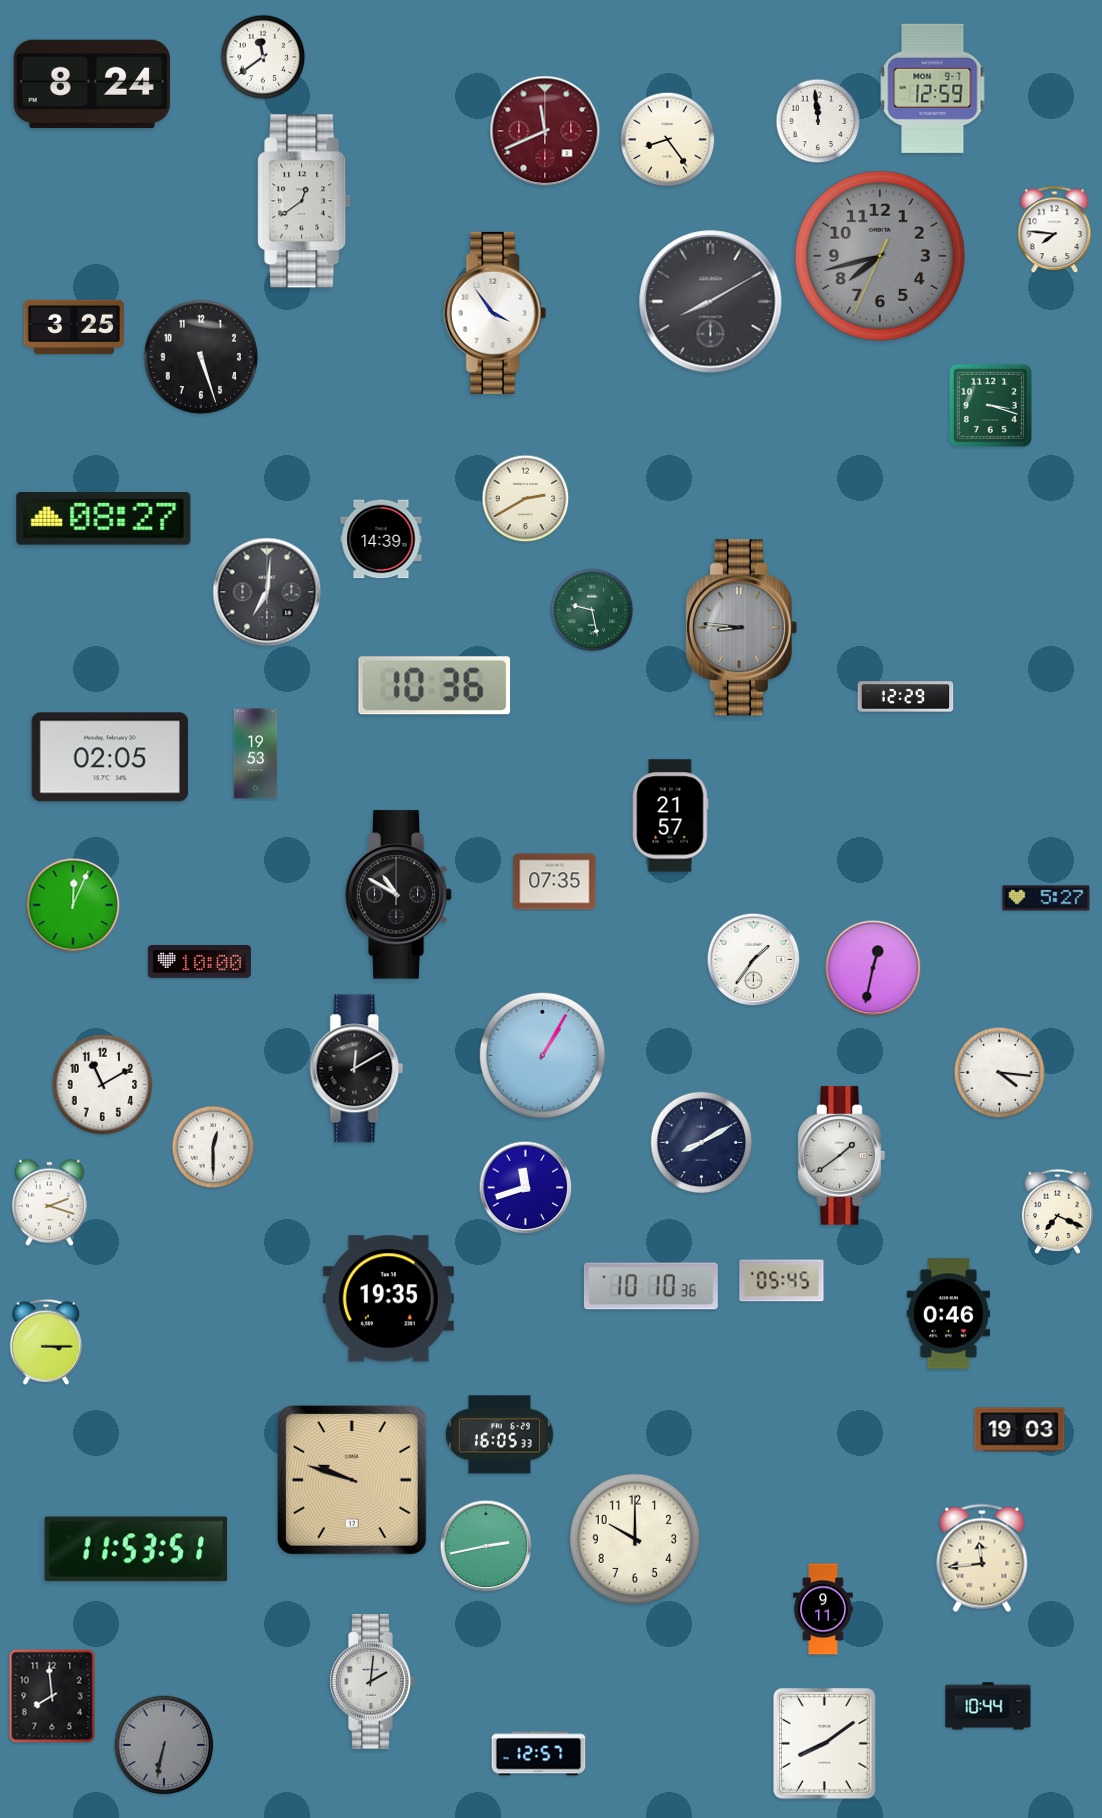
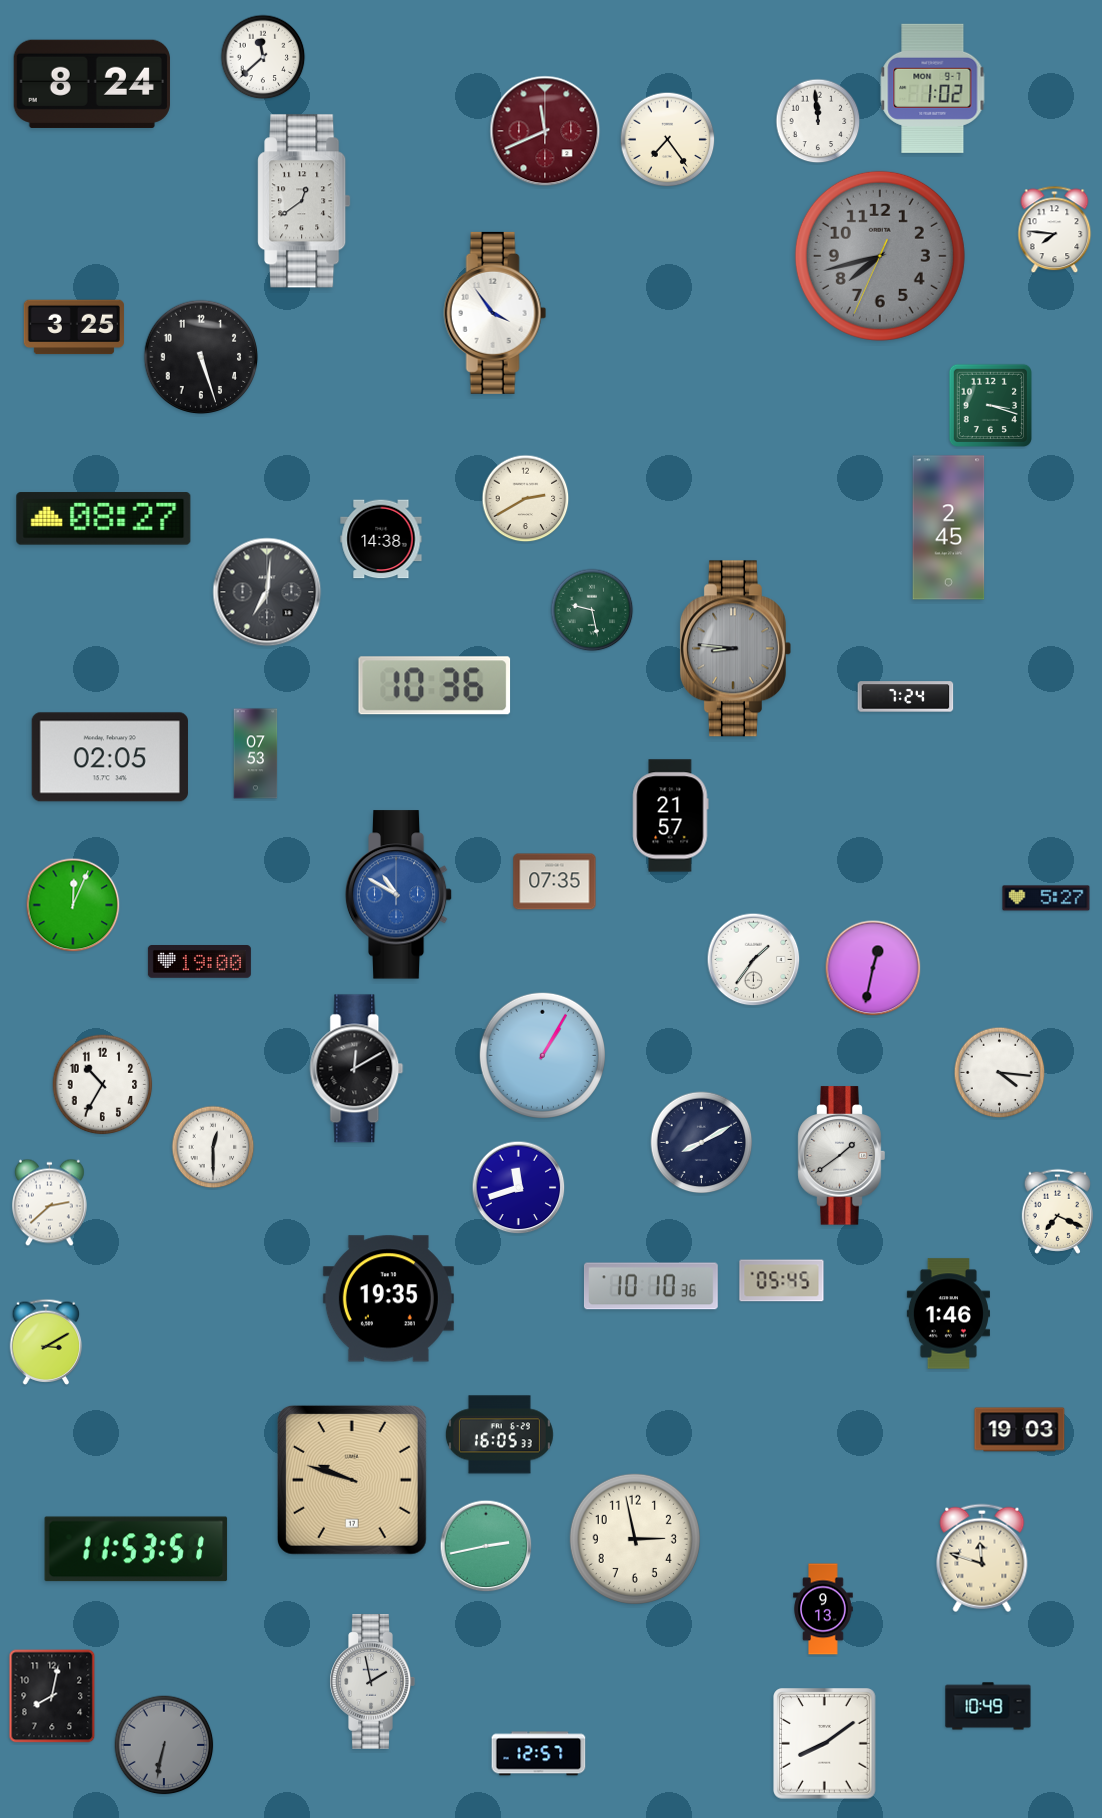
clock at (263, 57): 11:39 -> 11:38
clock at (933, 88): 12:59 -> 1:02
clock at (668, 140): 8:24 -> 7:24
clock at (711, 302): 8:10 -> none
clock at (949, 528): none -> 2:45
clock at (381, 539): 14:39 -> 14:38
clock at (741, 628) position: (741, 628) -> (735, 649)
clock at (906, 697): 12:29 -> 7:24
clock at (256, 754): 19:53 -> 07:53
clock at (399, 895) dial: black -> blue
clock at (199, 962): 10:00 -> 19:00
clock at (103, 1085): 11:10 -> 10:35
clock at (526, 1188) position: (526, 1188) -> (519, 1188)
clock at (49, 1203): 2:18 -> 2:38
clock at (948, 1314): 0:46 -> 1:46
clock at (46, 1342): 3:15 -> 3:10
clock at (635, 1539): 10:00 -> 2:58
clock at (982, 1558): 11:44 -> 11:48
clock at (823, 1609): 9:11 -> 9:13
clock at (372, 1682): 2:01 -> 1:58
clock at (52, 1696): 7:59 -> 8:02
clock at (988, 1706): 10:44 -> 10:49
